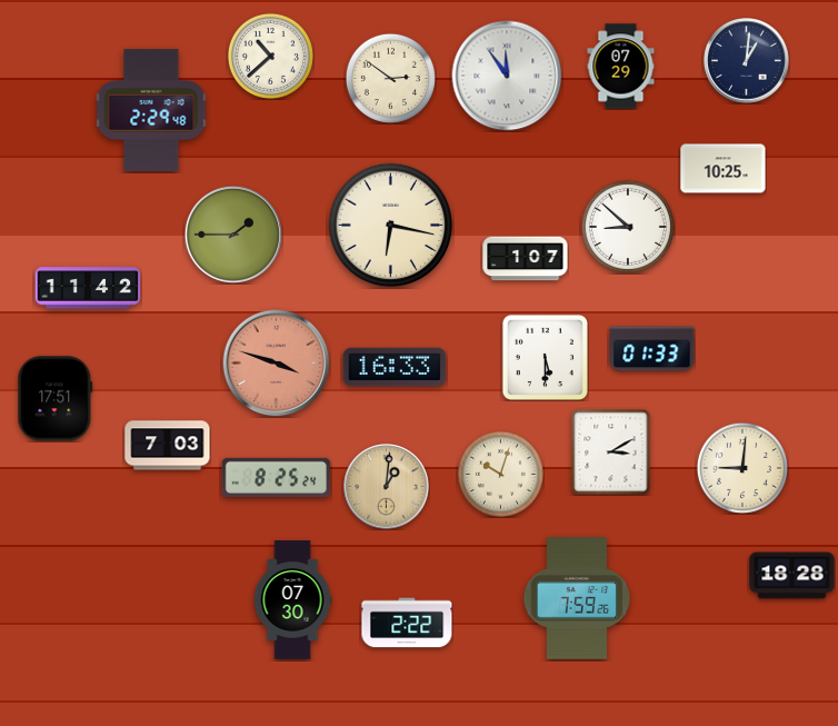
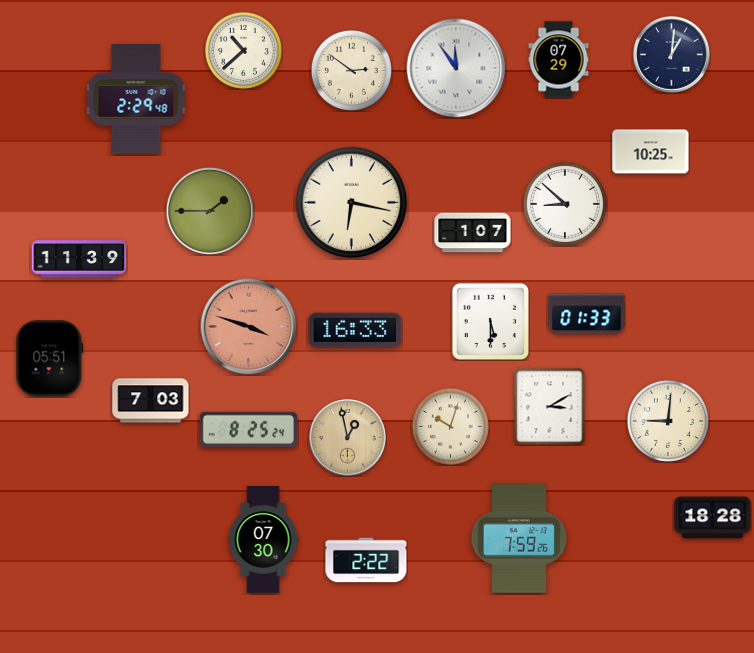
clock at (88, 288): 11:42 -> 11:39
clock at (56, 399): 17:51 -> 05:51
clock at (387, 487): 1:01 -> 12:58
